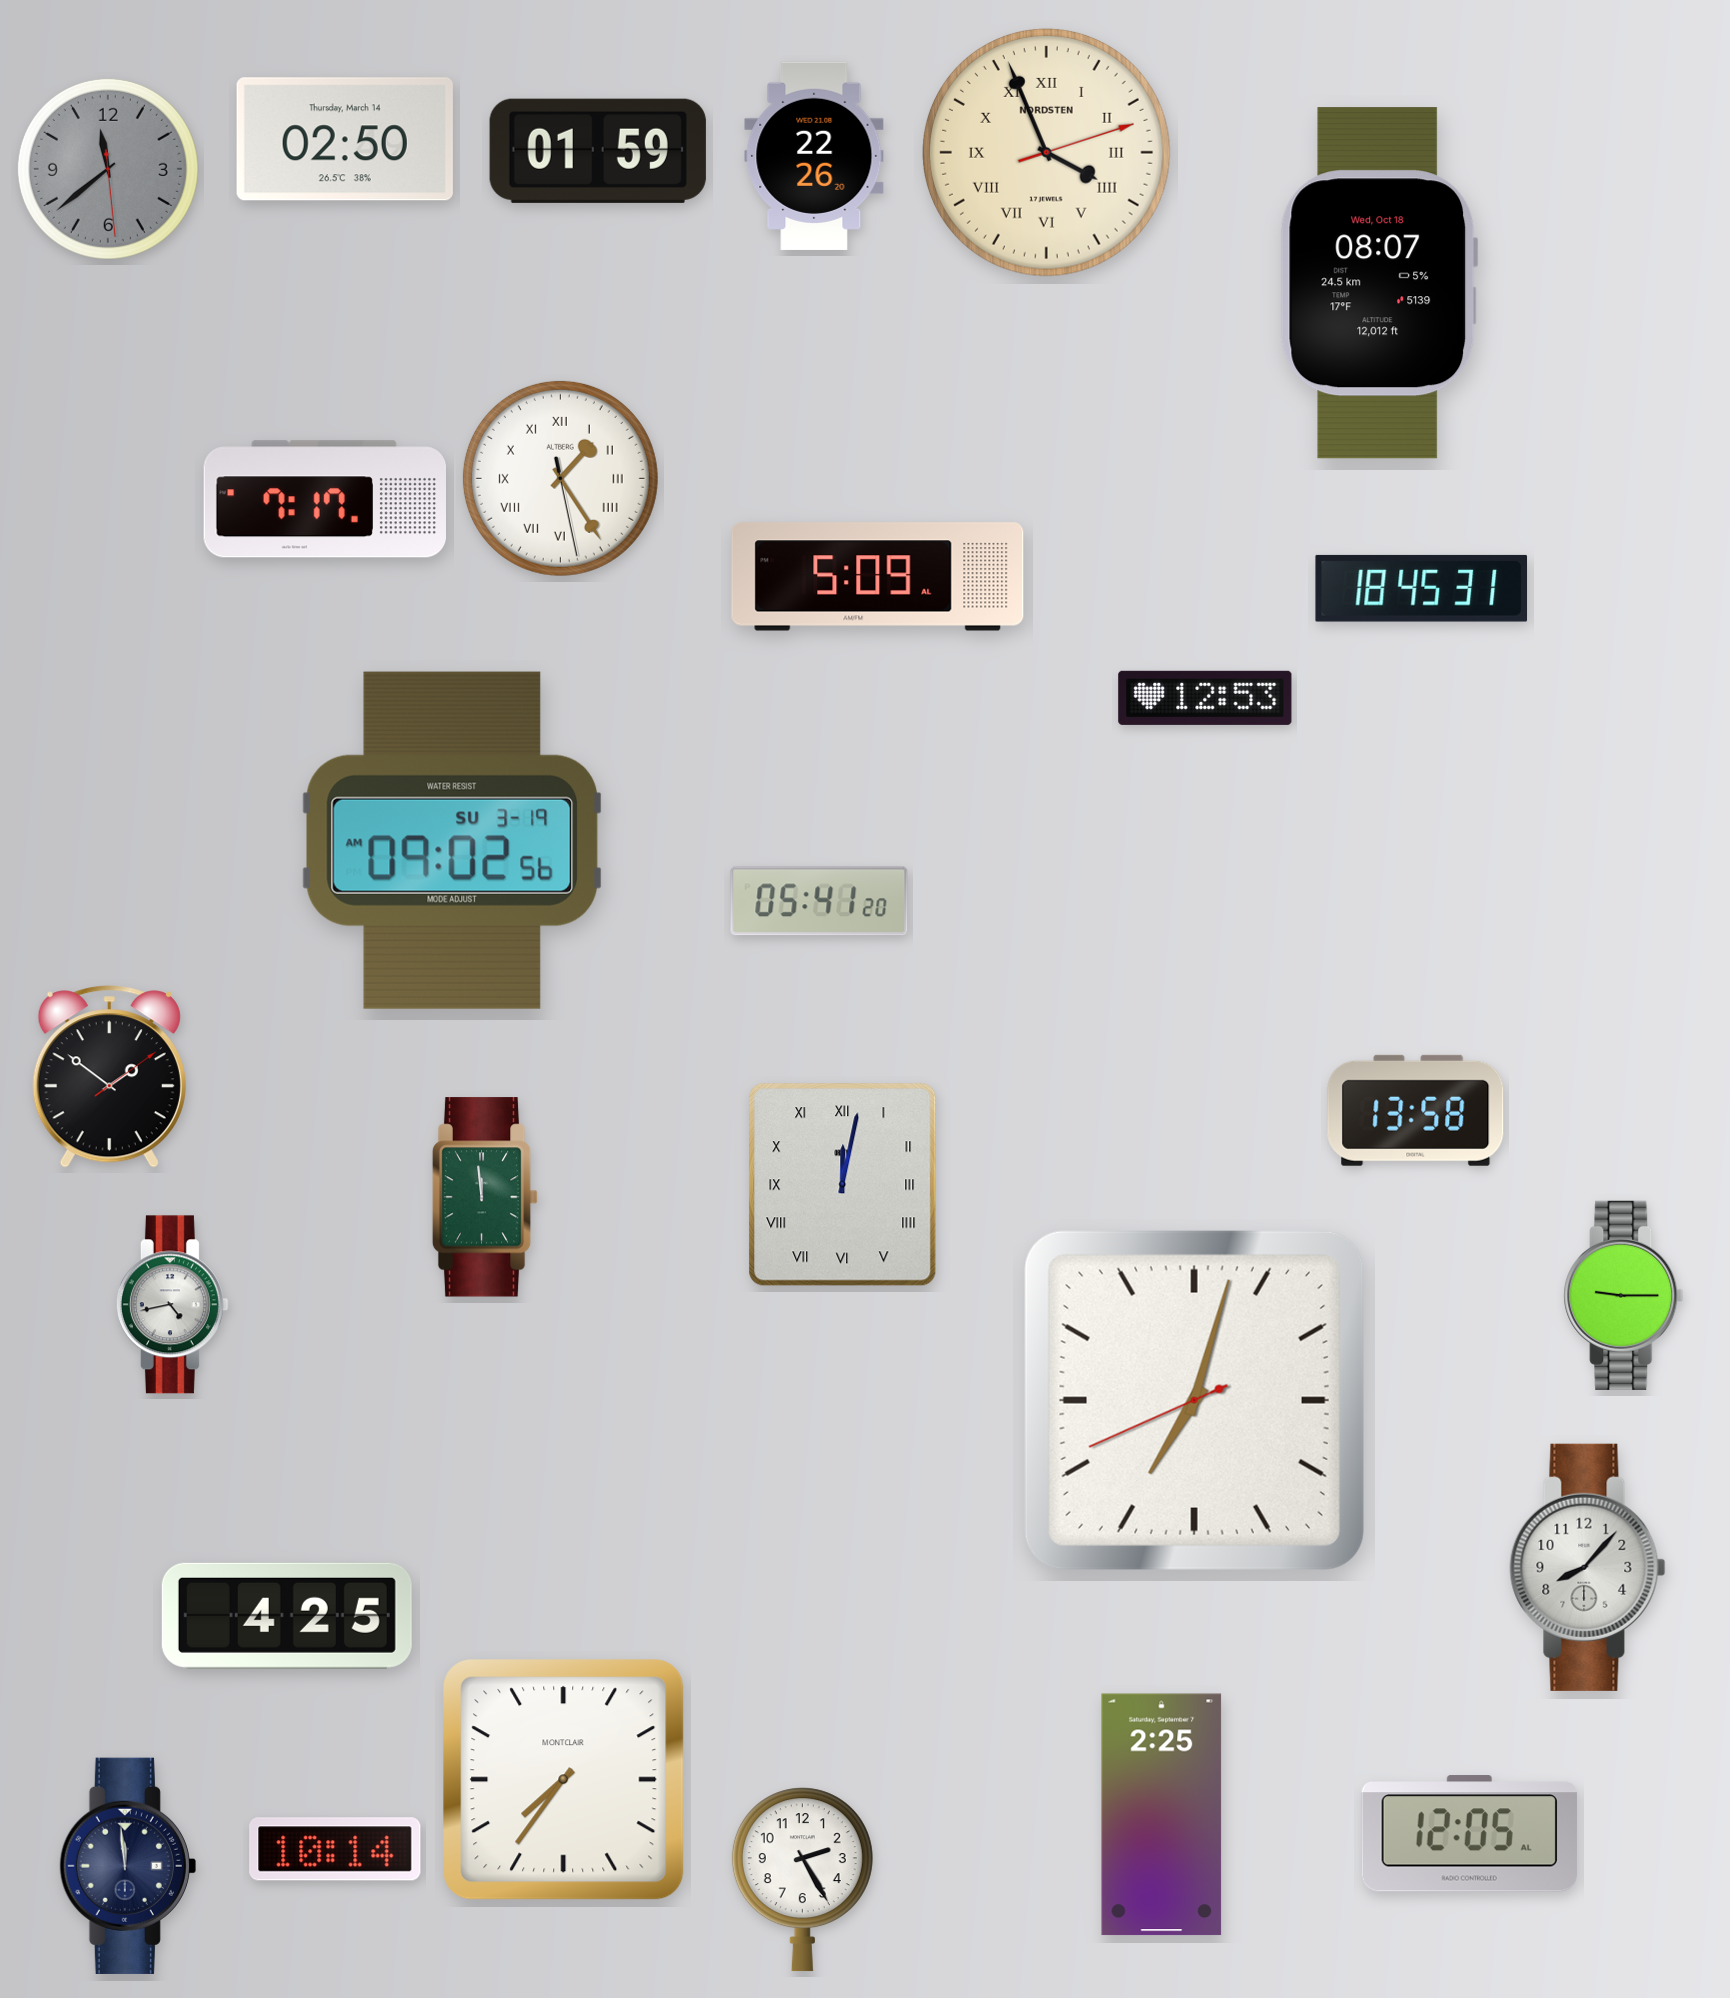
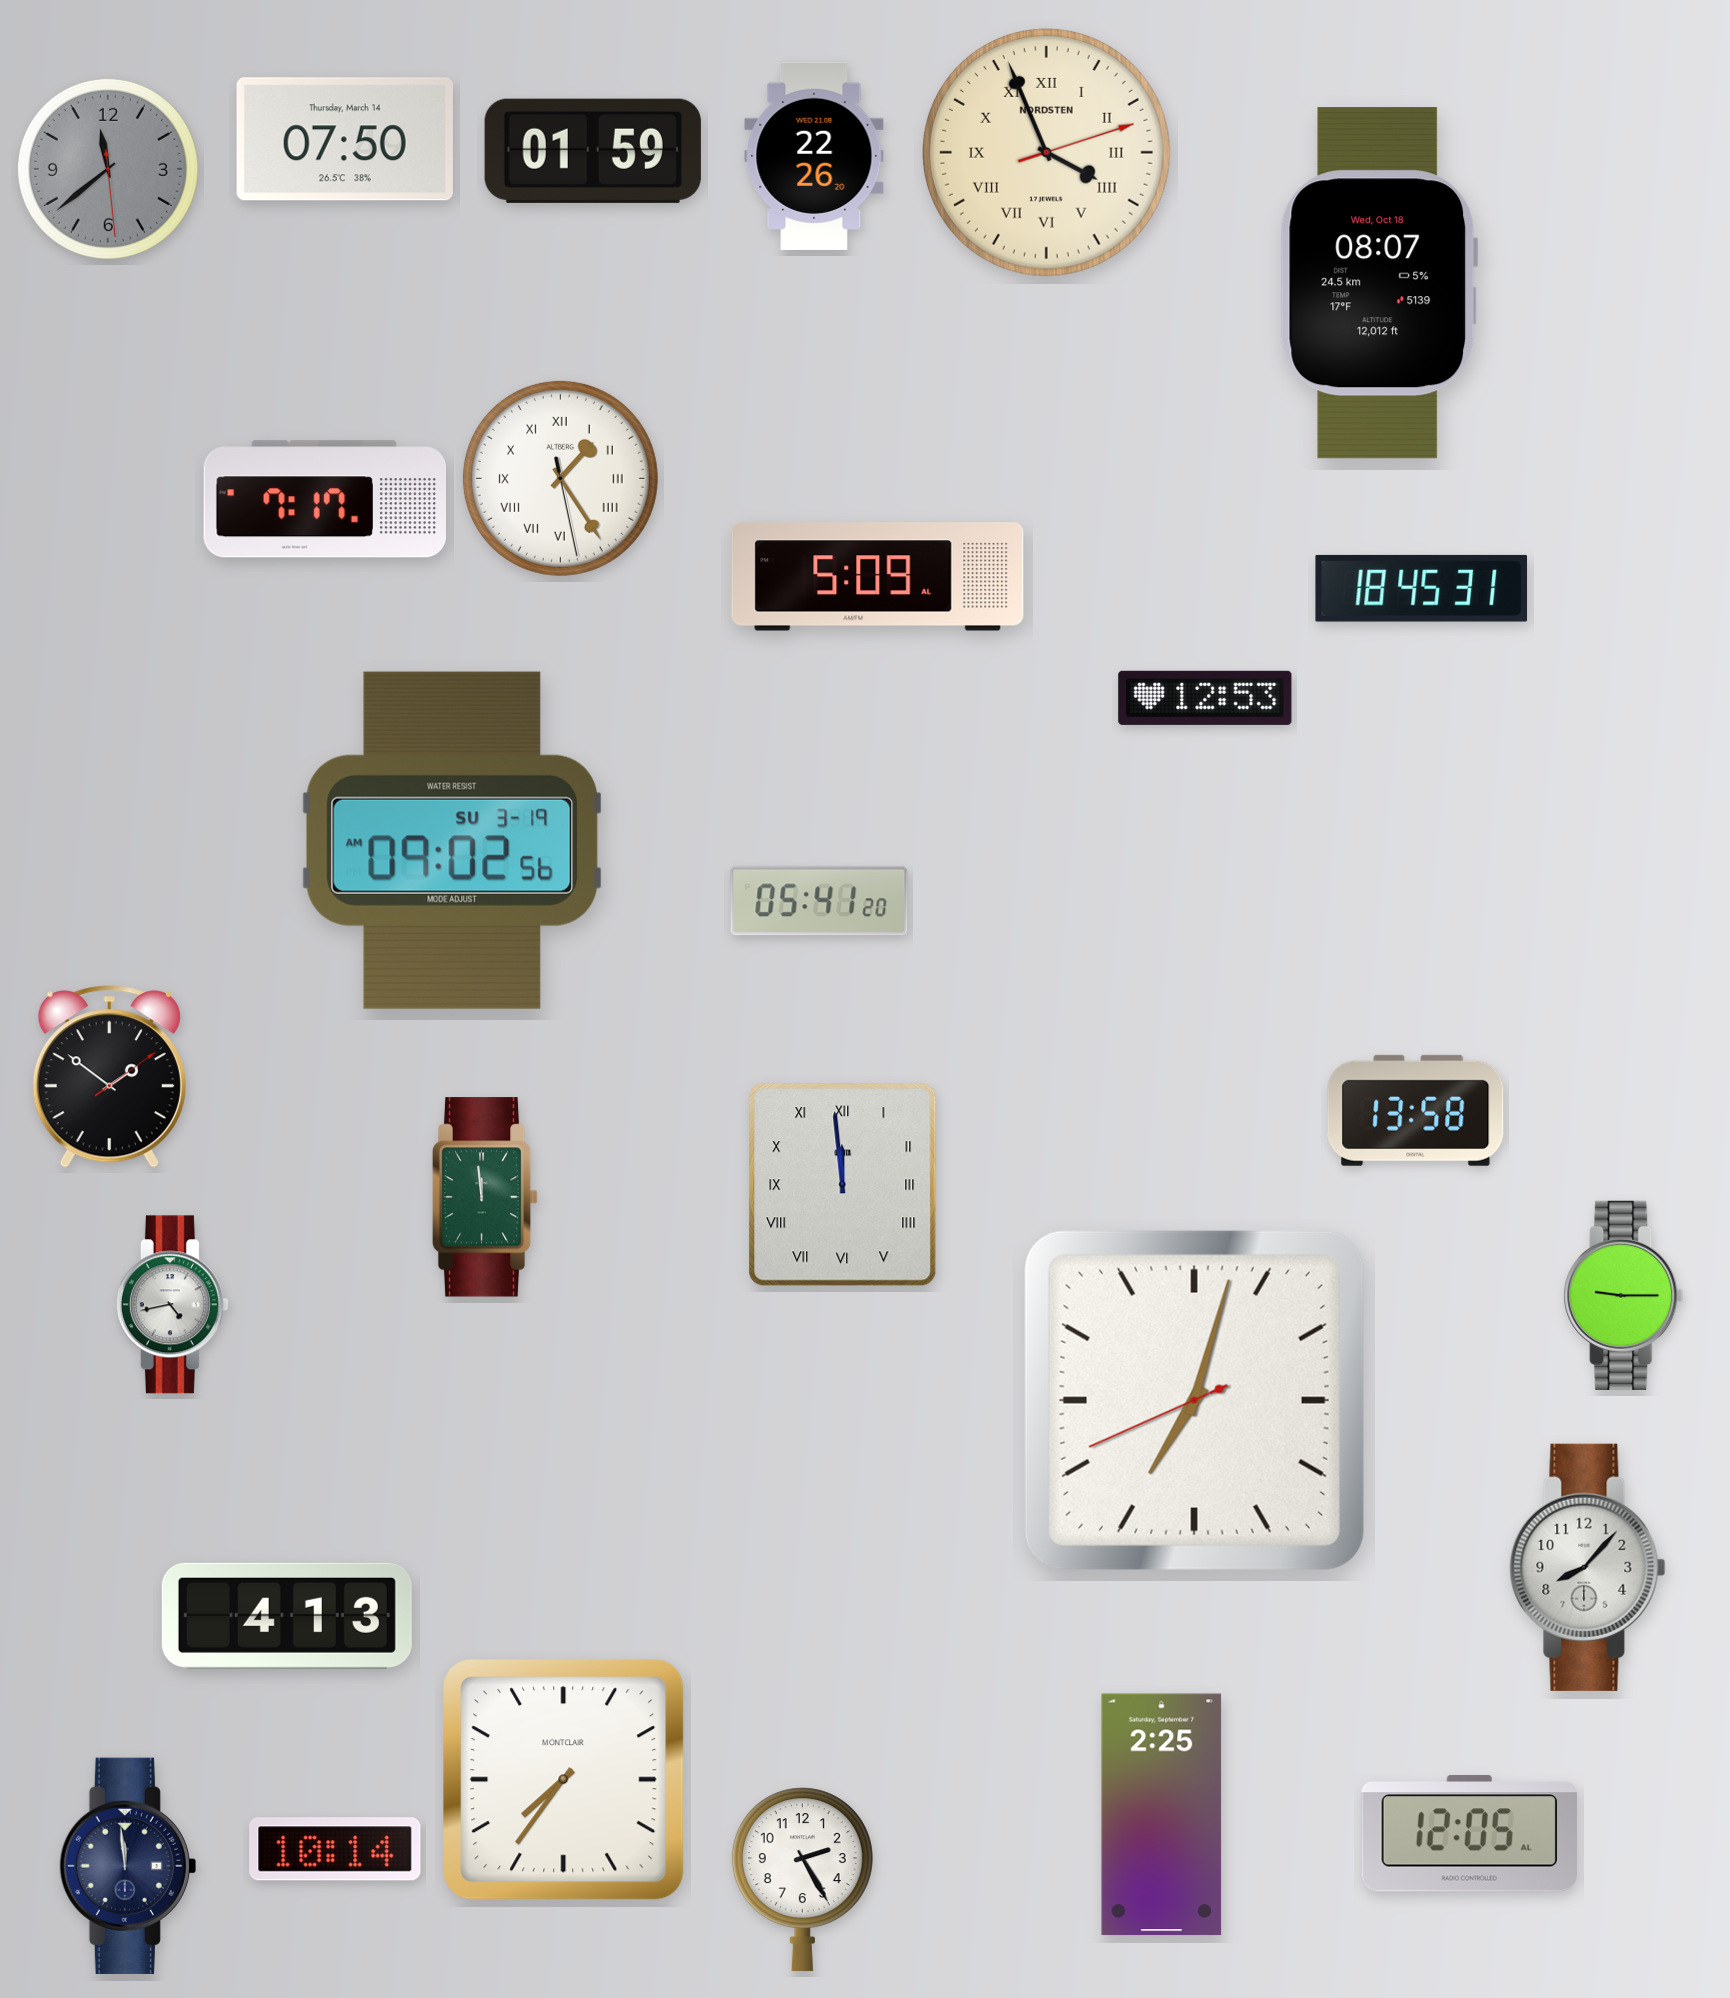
clock at (345, 139): 02:50 -> 07:50
clock at (598, 151) position: (598, 151) -> (593, 151)
clock at (843, 1185): 12:02 -> 11:59
clock at (287, 1616): 4:25 -> 4:13
